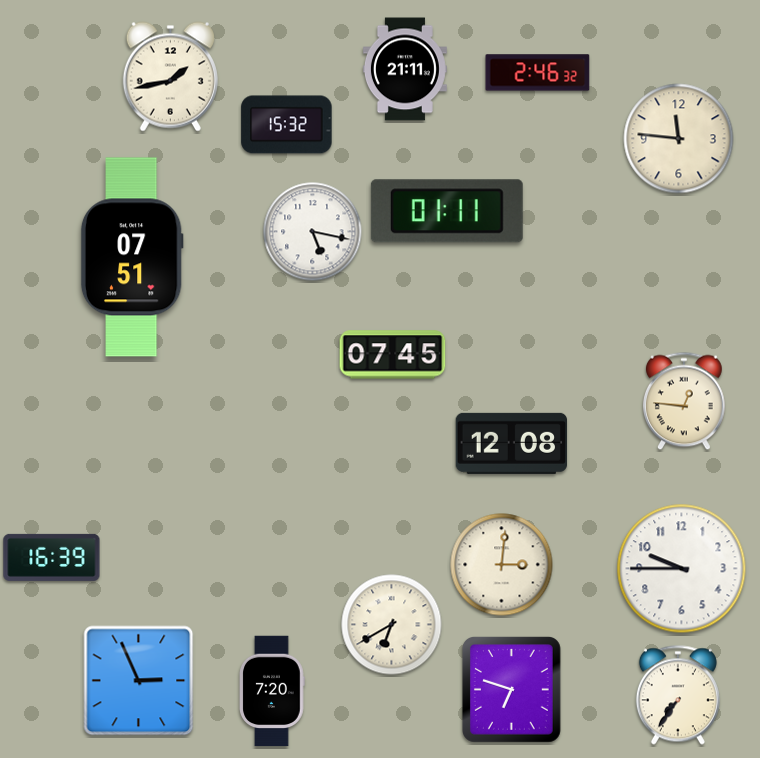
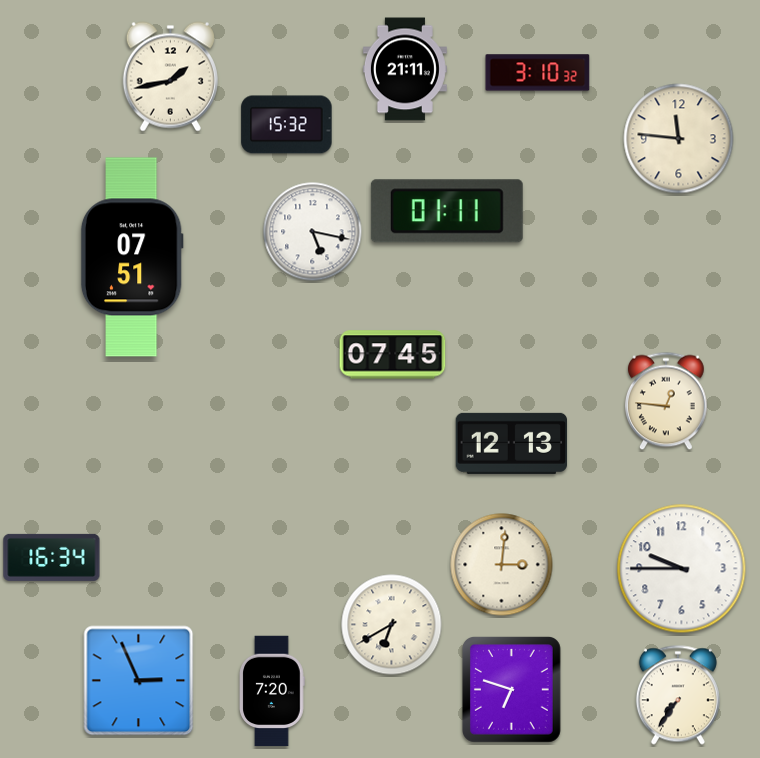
clock at (538, 73): 2:46 -> 3:10
clock at (684, 401) position: (684, 401) -> (666, 401)
clock at (511, 443): 12:08 -> 12:13
clock at (52, 557): 16:39 -> 16:34
